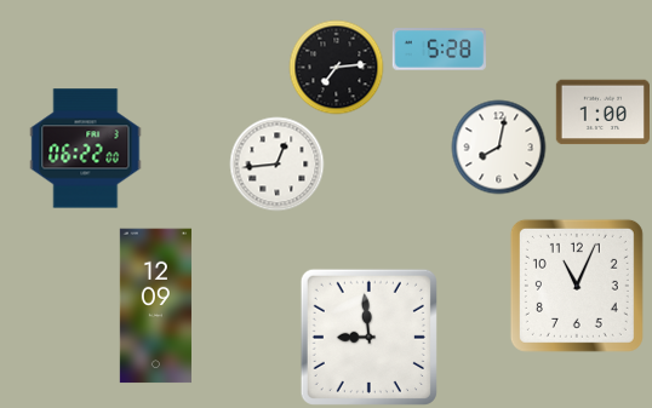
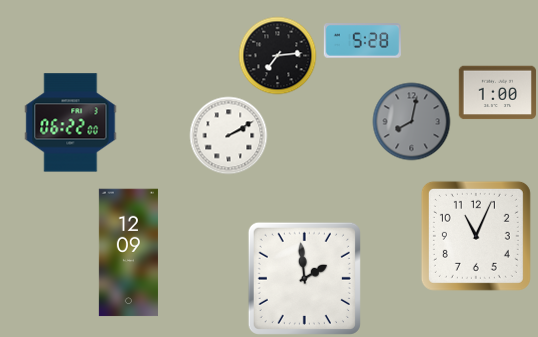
clock at (498, 146) dial: white -> grey
clock at (276, 163): 12:44 -> 2:10
clock at (368, 337): 8:59 -> 1:59
